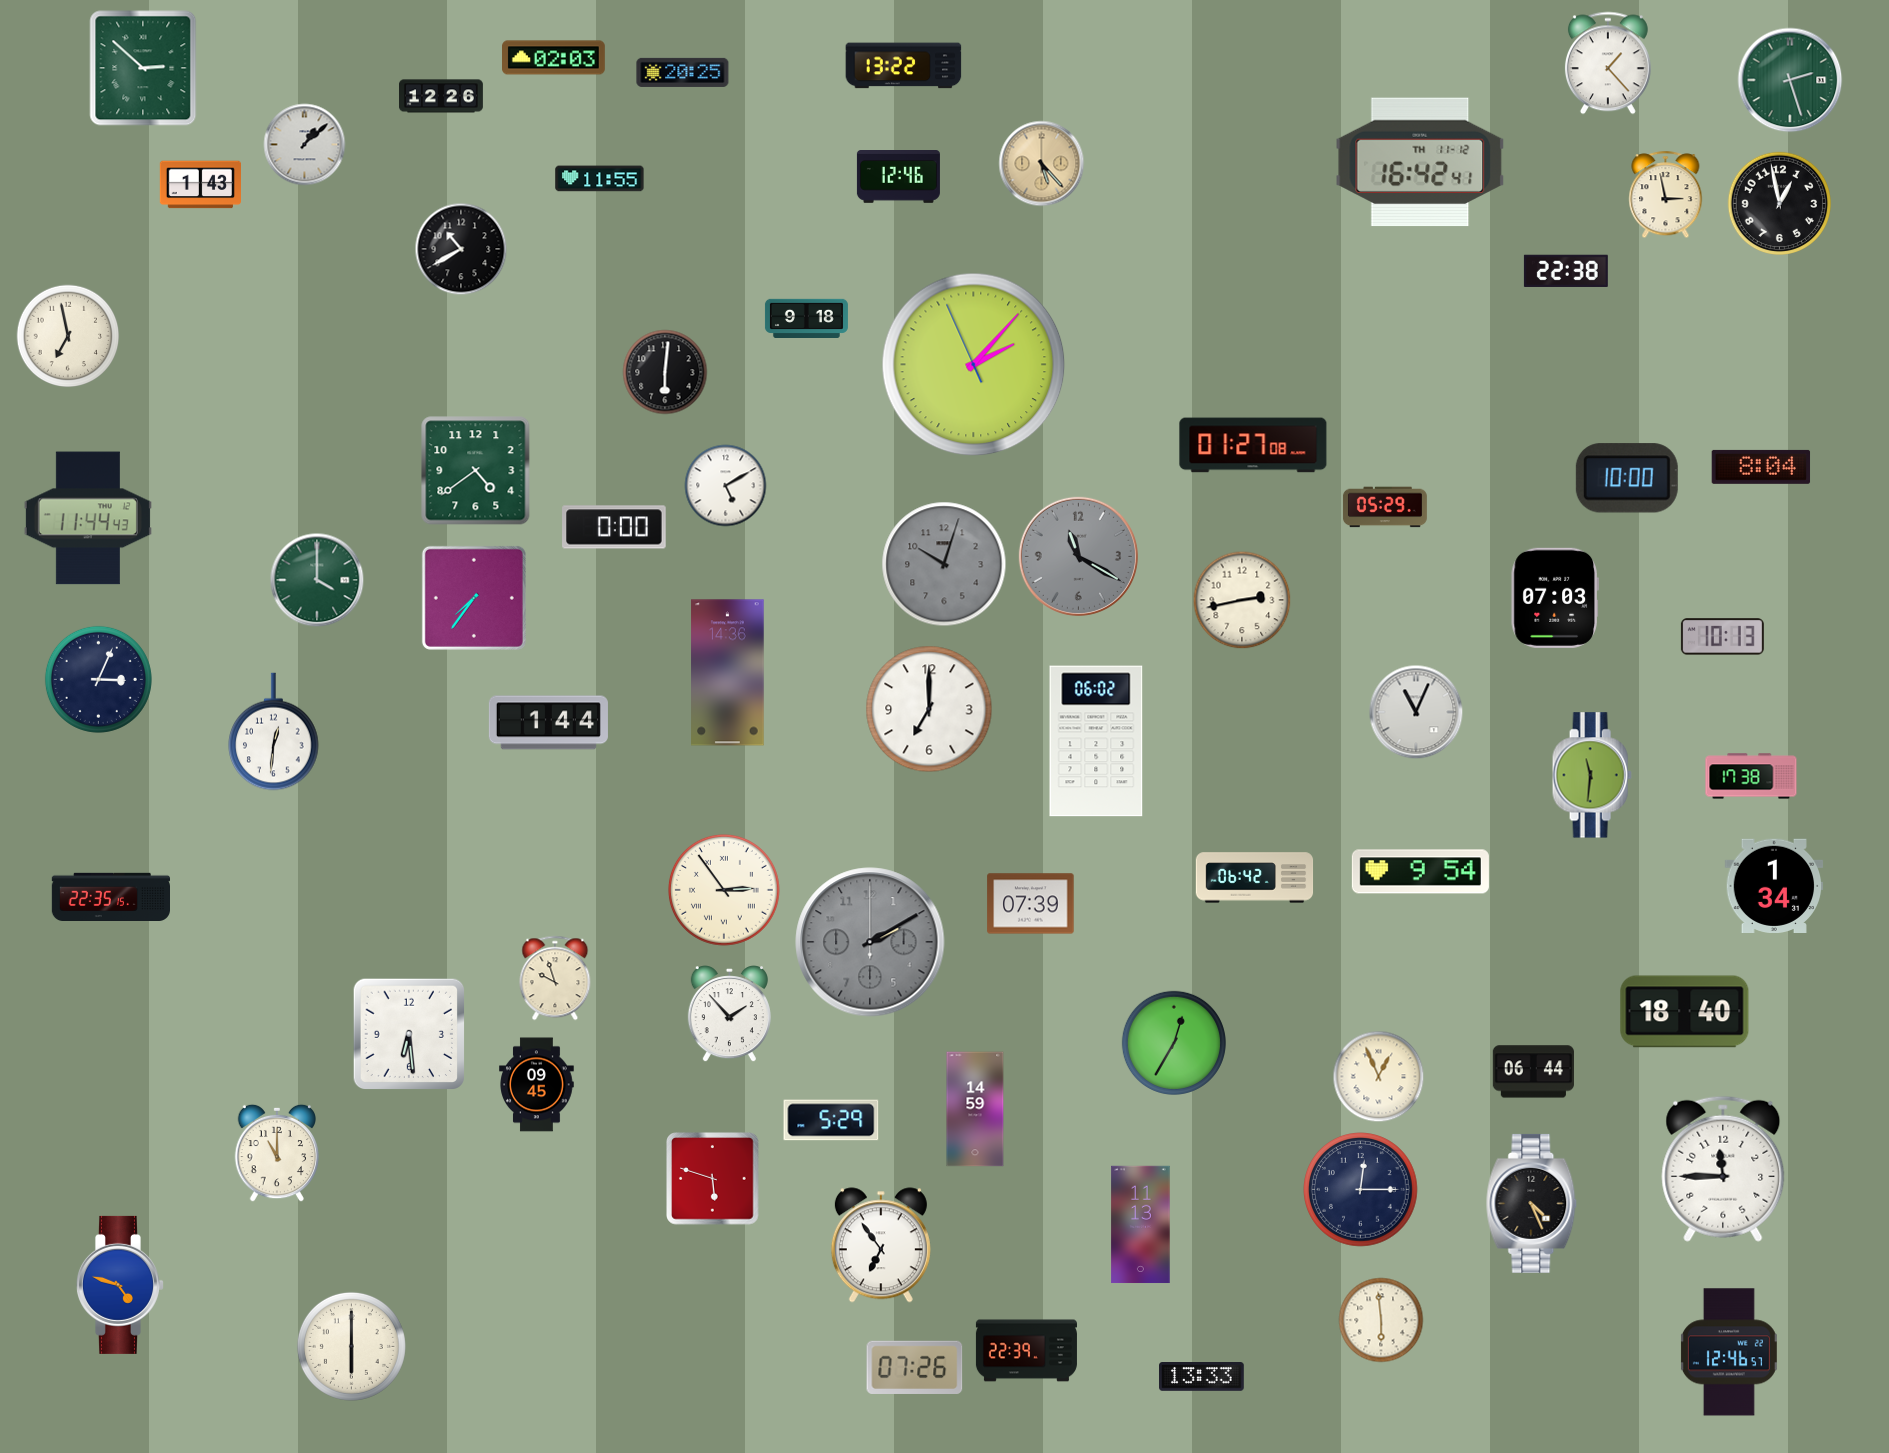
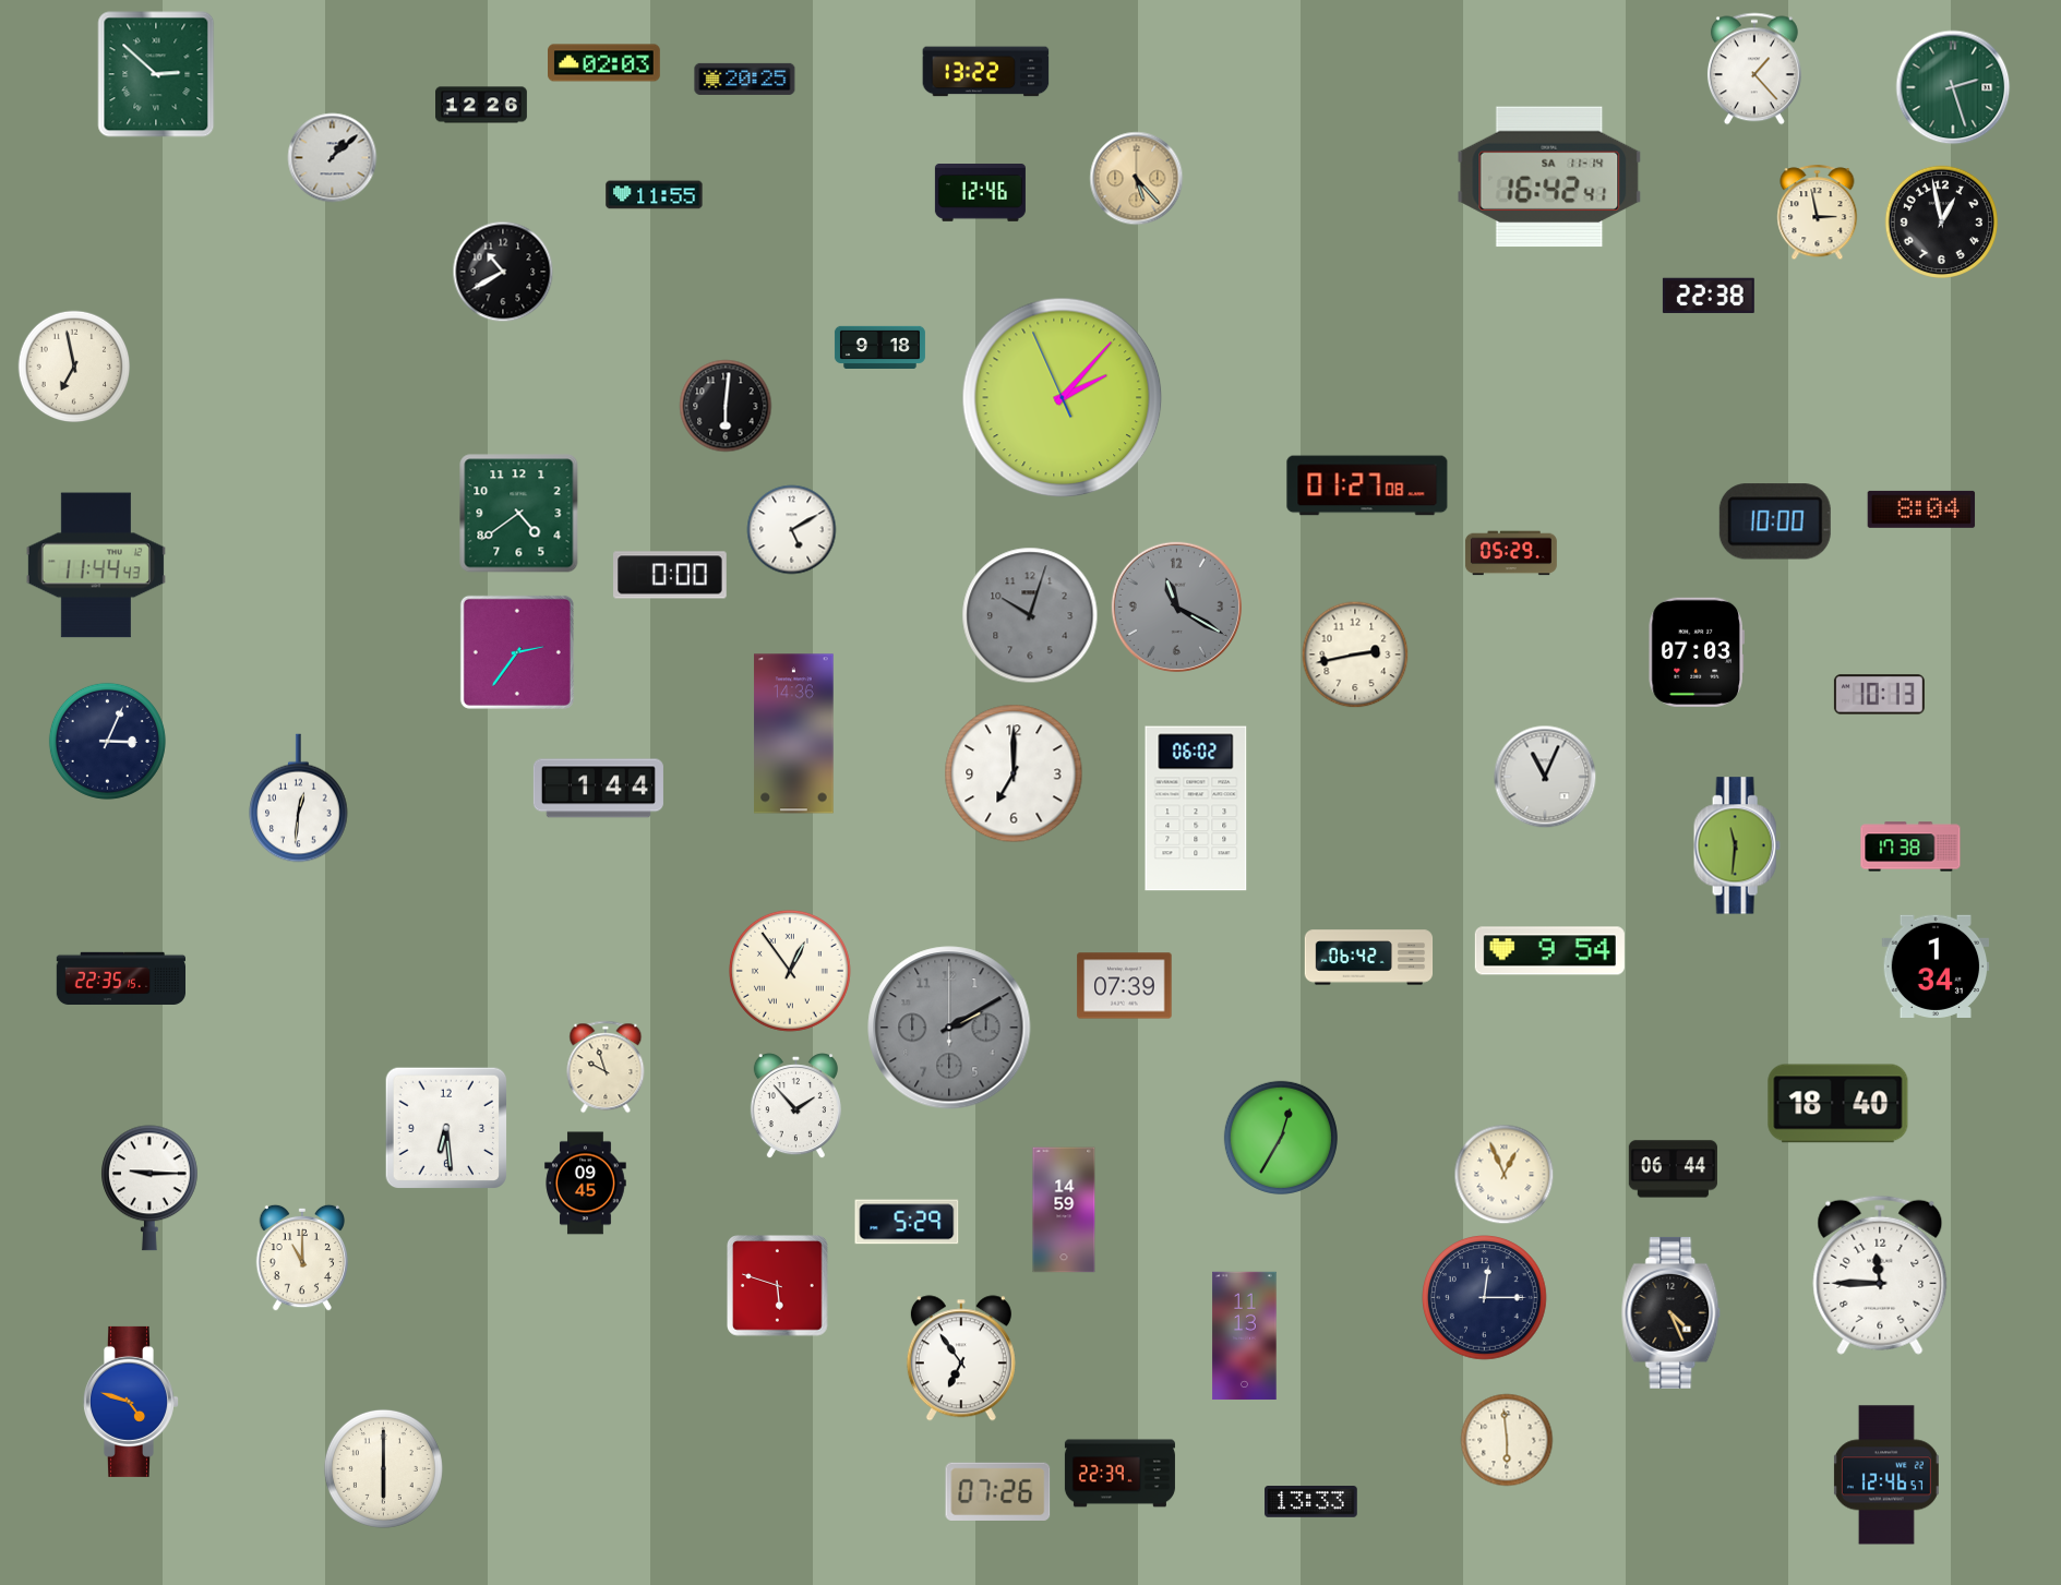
clock at (1420, 162) date: TH 11-12 -> SA 11-14
clock at (200, 185): 1:43 -> none
clock at (317, 580): 4:00 -> none
clock at (474, 598): 7:36 -> 2:36
clock at (724, 890): 2:54 -> 12:54
clock at (151, 1188): none -> 9:15
